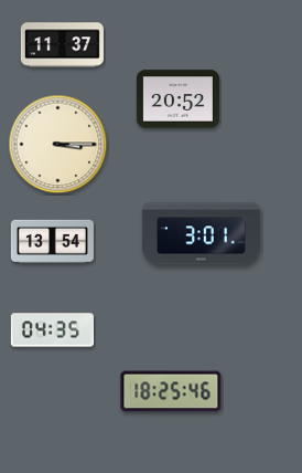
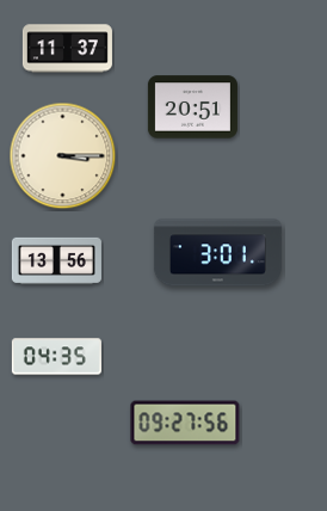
clock at (177, 99): 20:52 -> 20:51
clock at (52, 241): 13:54 -> 13:56
clock at (171, 391): 18:25 -> 09:27
